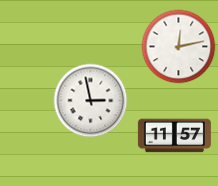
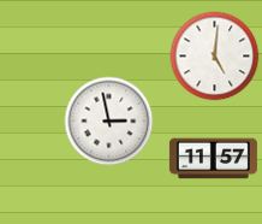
clock at (179, 47): 12:13 -> 5:01
clock at (174, 136) position: (174, 136) -> (213, 159)
